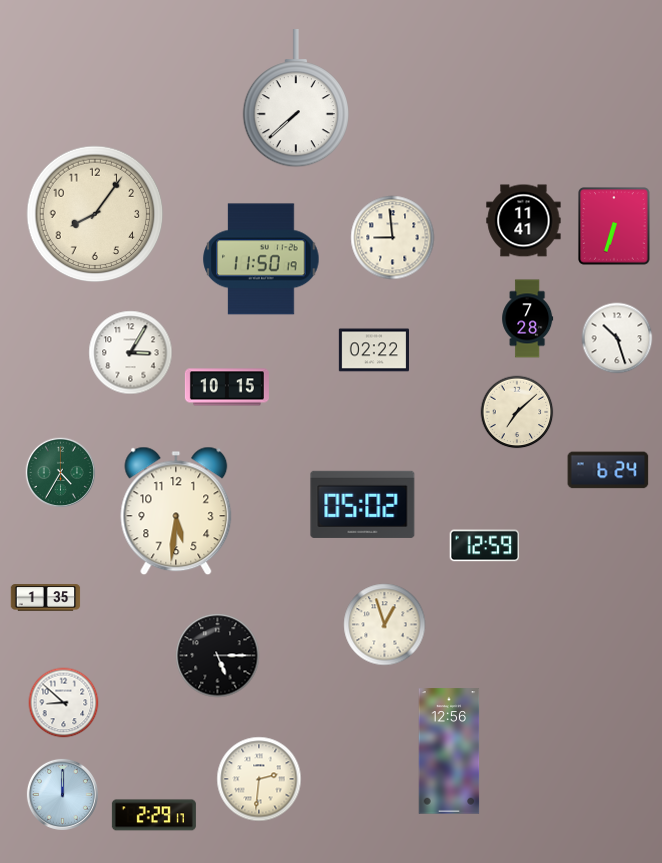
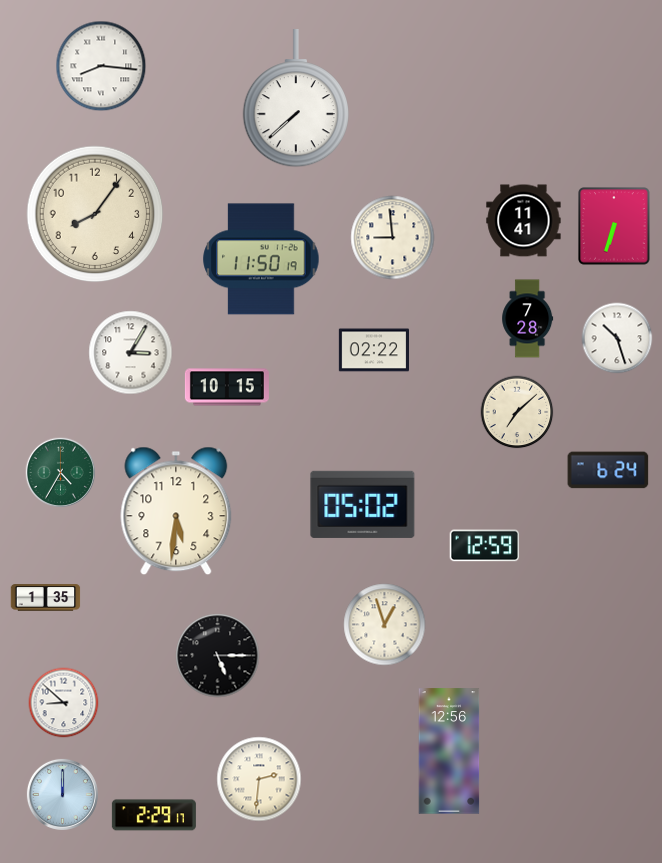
clock at (101, 66): none -> 8:16
